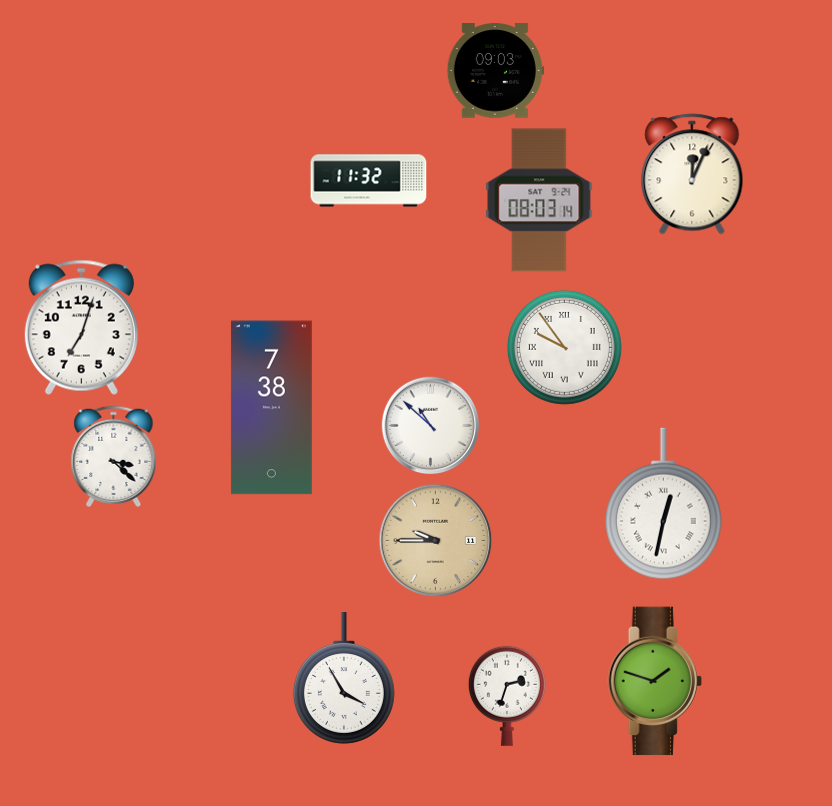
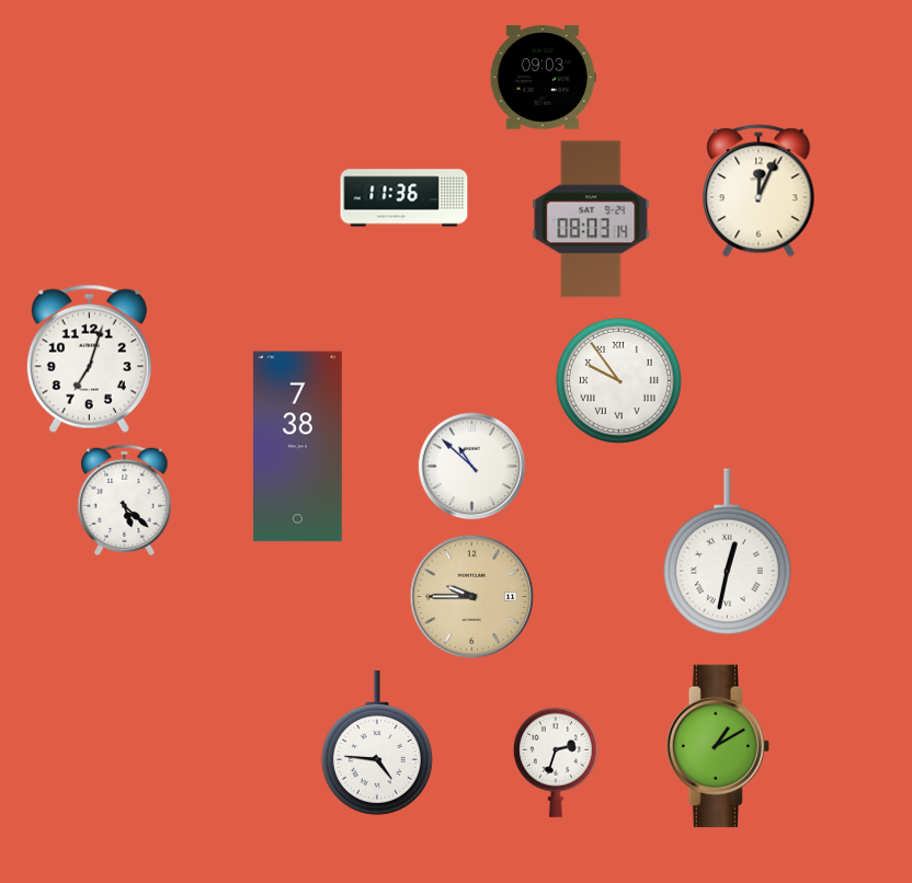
clock at (369, 181): 11:32 -> 11:36
clock at (114, 457): 3:22 -> 5:22
clock at (436, 541) position: (436, 541) -> (472, 597)
clock at (344, 678): 3:55 -> 4:46
clock at (655, 681): 1:48 -> 1:10
